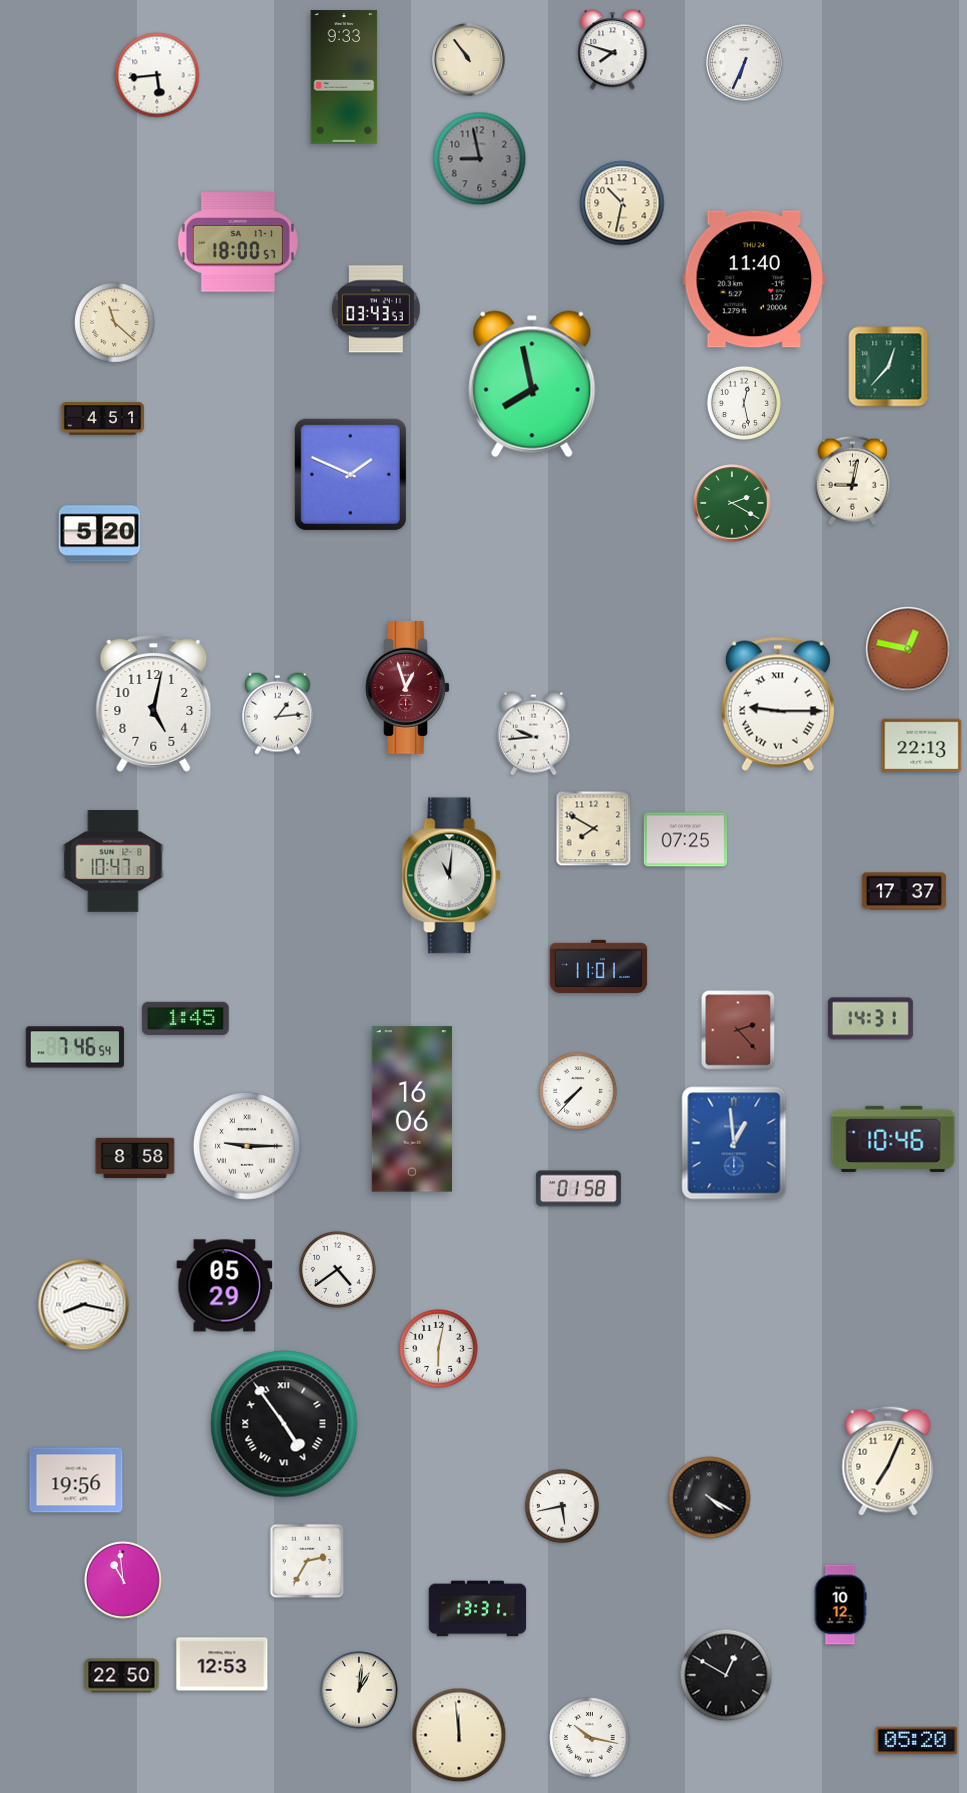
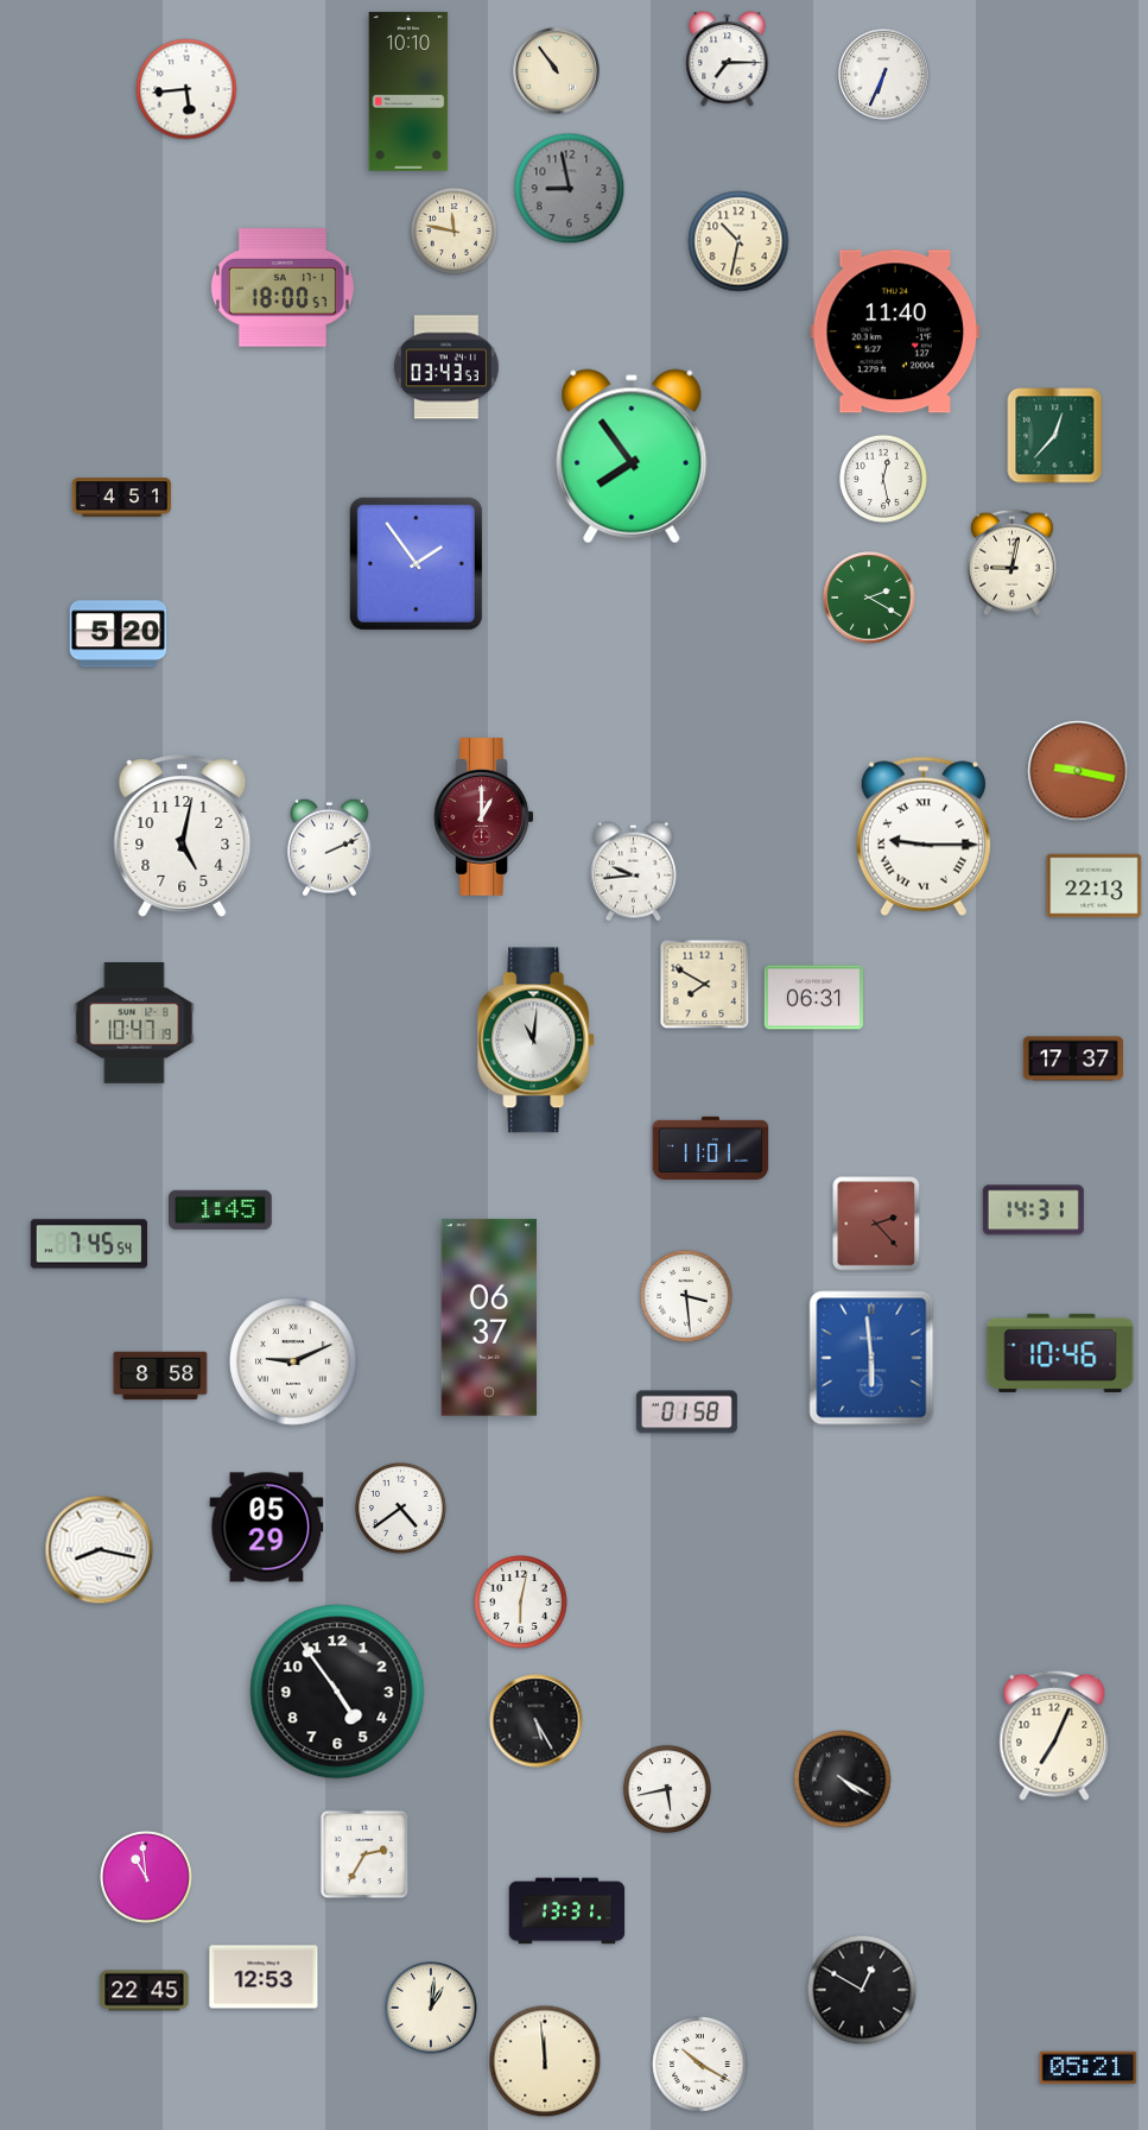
clock at (613, 50): 7:48 -> 7:15
clock at (344, 77): 9:33 -> 10:10
clock at (454, 230): none -> 11:47
clock at (115, 323): 11:22 -> none
clock at (532, 384): 7:58 -> 7:54
clock at (350, 474): 1:49 -> 1:54
clock at (853, 481) position: (853, 481) -> (1013, 563)
clock at (908, 649): 12:47 -> 9:17
clock at (408, 688): 12:57 -> 1:00
clock at (278, 713): 1:14 -> 2:11
clock at (685, 840): 07:25 -> 06:31
clock at (75, 1047): 7:46 -> 7:45
clock at (578, 1091): 7:37 -> 3:29
clock at (412, 1109): 16:06 -> 06:37
clock at (734, 1143): 12:59 -> 5:59
clock at (248, 1147): 9:15 -> 9:11
clock at (284, 1424) numerals: Roman -> Arabic
clock at (537, 1721): none -> 5:25
clock at (76, 1480): 19:56 -> none
clock at (840, 1605): 10:12 -> none
clock at (122, 1676): 22:50 -> 22:45
clock at (359, 1690) position: (359, 1690) -> (431, 2008)
clock at (590, 1738): 10:17 -> 10:20
clock at (917, 1741): 05:20 -> 05:21
